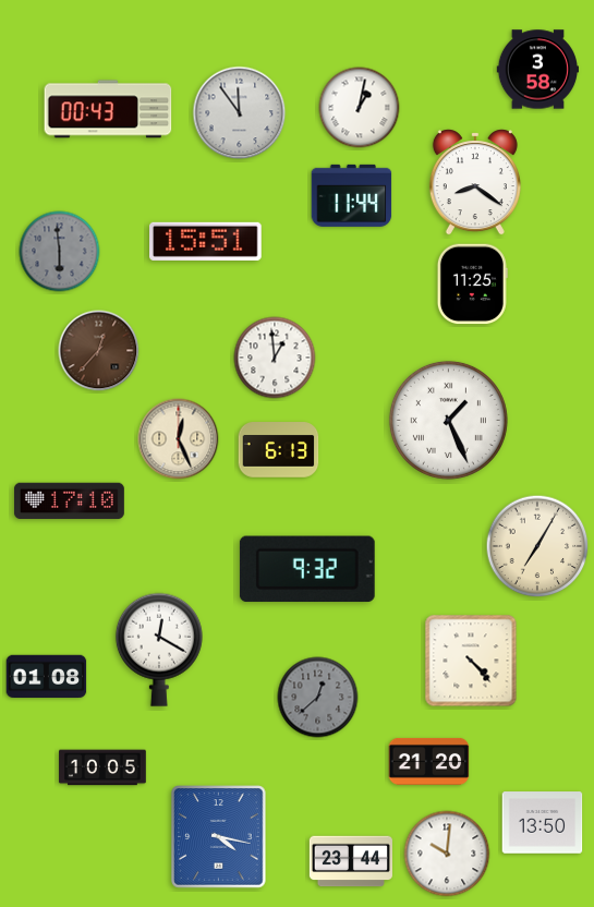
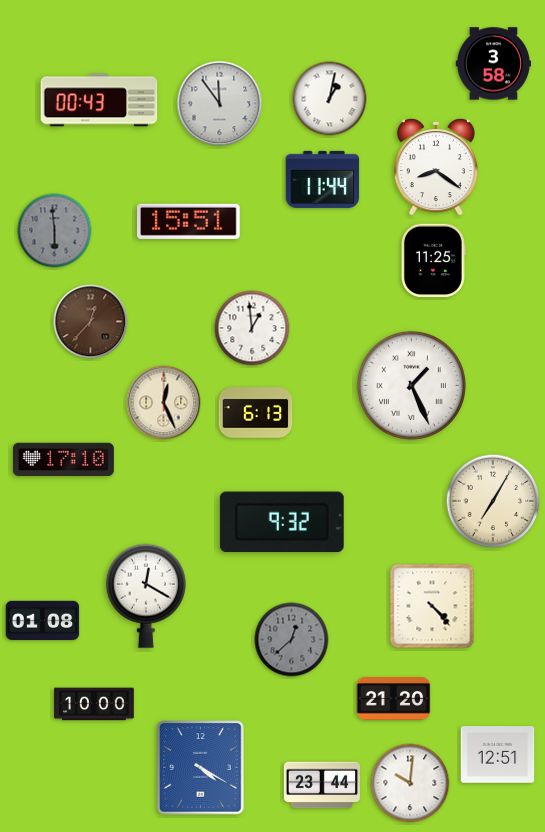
clock at (102, 767): 10:05 -> 10:00
clock at (543, 823): 13:50 -> 12:51
clock at (219, 837): 4:17 -> 4:20
clock at (351, 861) position: (351, 861) -> (322, 785)
